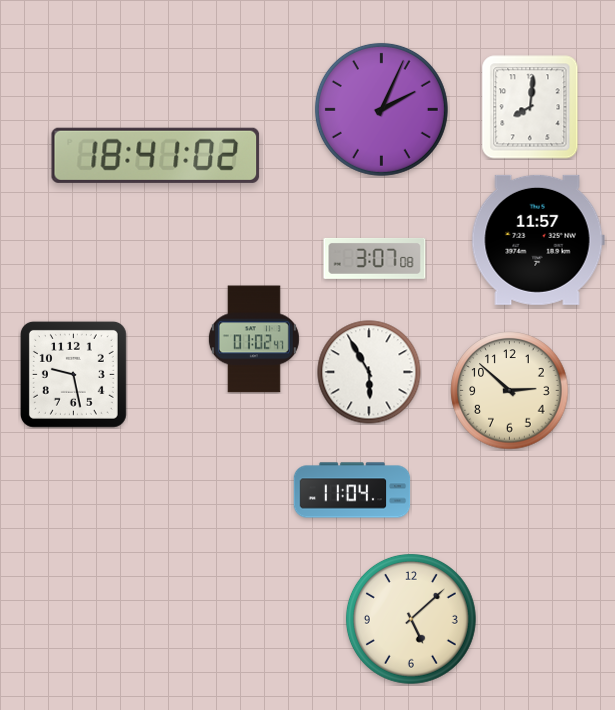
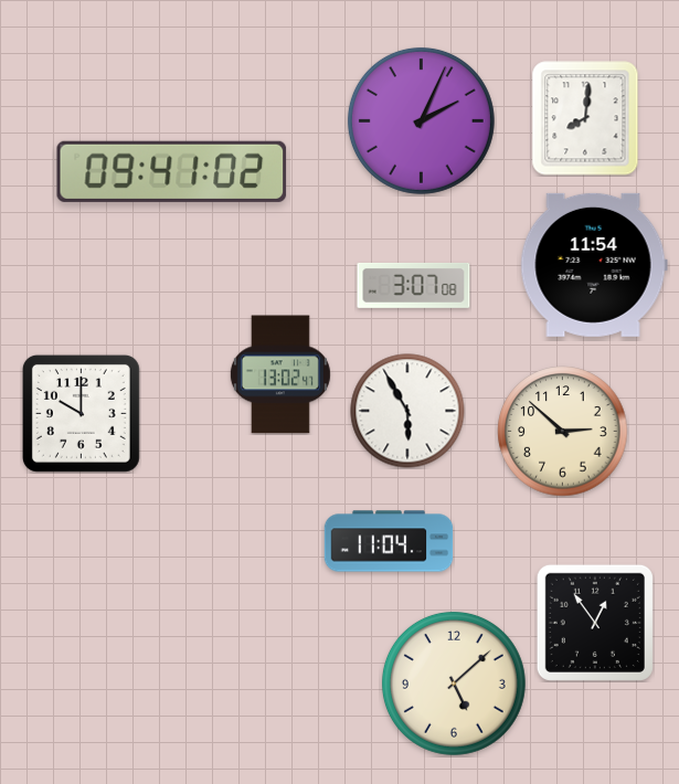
clock at (156, 155): 18:41 -> 09:41
clock at (538, 240): 11:57 -> 11:54
clock at (254, 339): 01:02 -> 13:02
clock at (73, 374): 9:28 -> 10:00
clock at (595, 623): none -> 12:54
